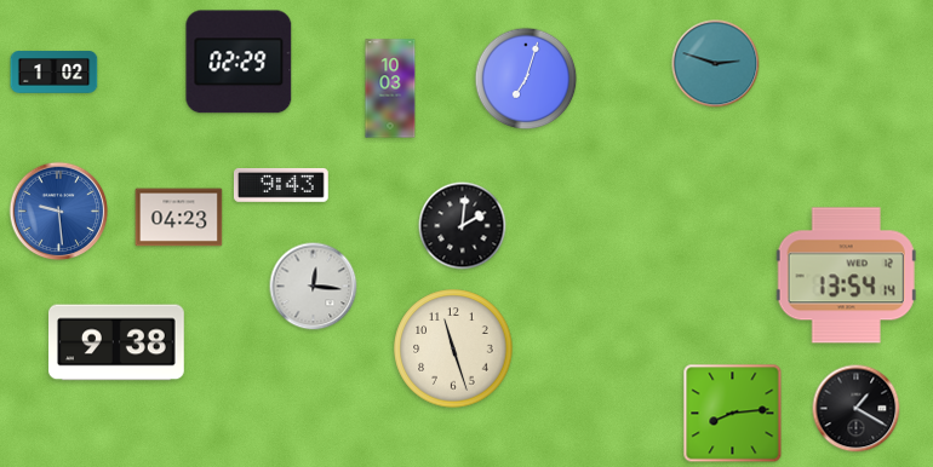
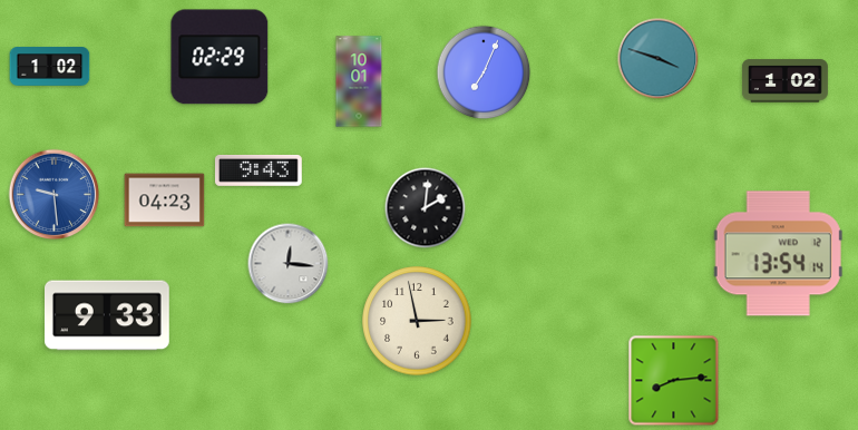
clock at (716, 64): 2:48 -> 3:48
clock at (526, 79): 7:03 -> 7:04
clock at (390, 88): 10:03 -> 10:01
clock at (784, 81): none -> 1:02
clock at (118, 342): 9:38 -> 9:33
clock at (453, 348): 11:27 -> 2:58
clock at (857, 409): 1:20 -> none
